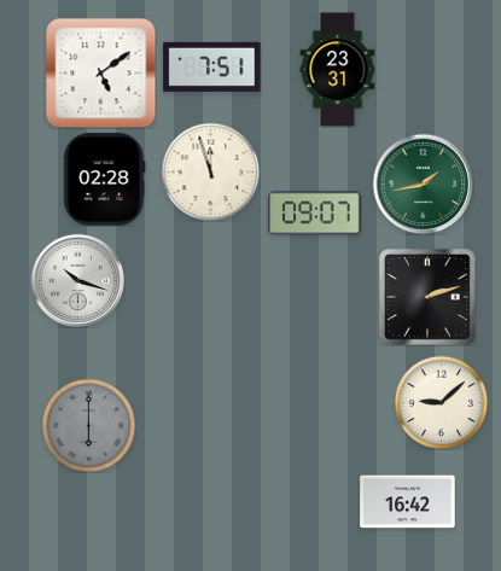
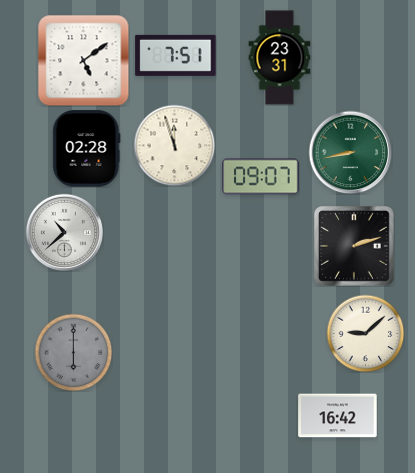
clock at (210, 171) position: (210, 171) -> (174, 145)
clock at (423, 183): 1:43 -> 8:43
clock at (77, 280): 10:18 -> 10:38
